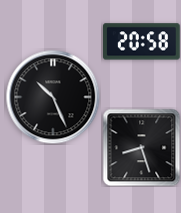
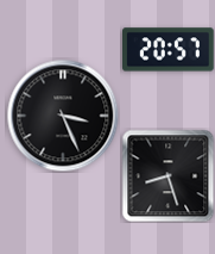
clock at (142, 42): 20:58 -> 20:57
clock at (53, 97): 10:26 -> 3:26
